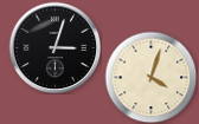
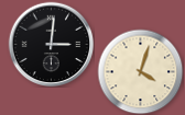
clock at (54, 47): 3:03 -> 3:01
